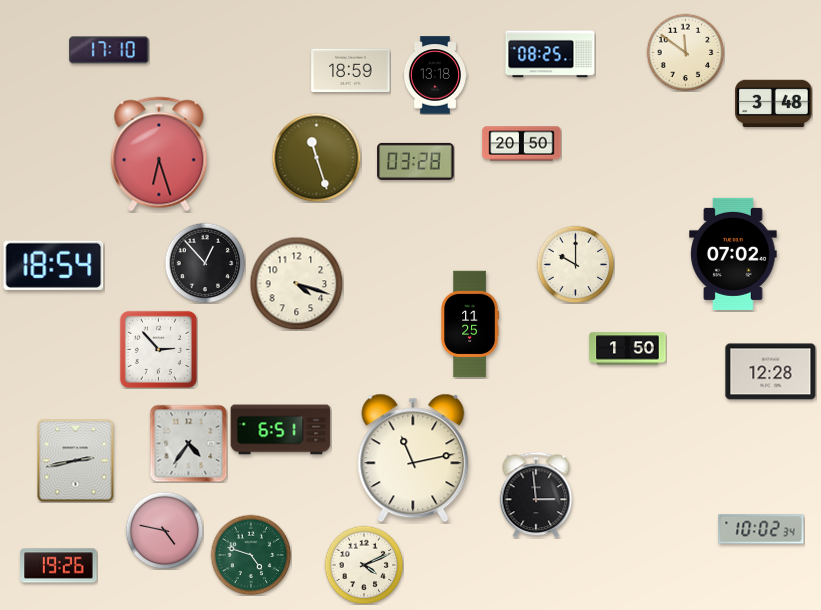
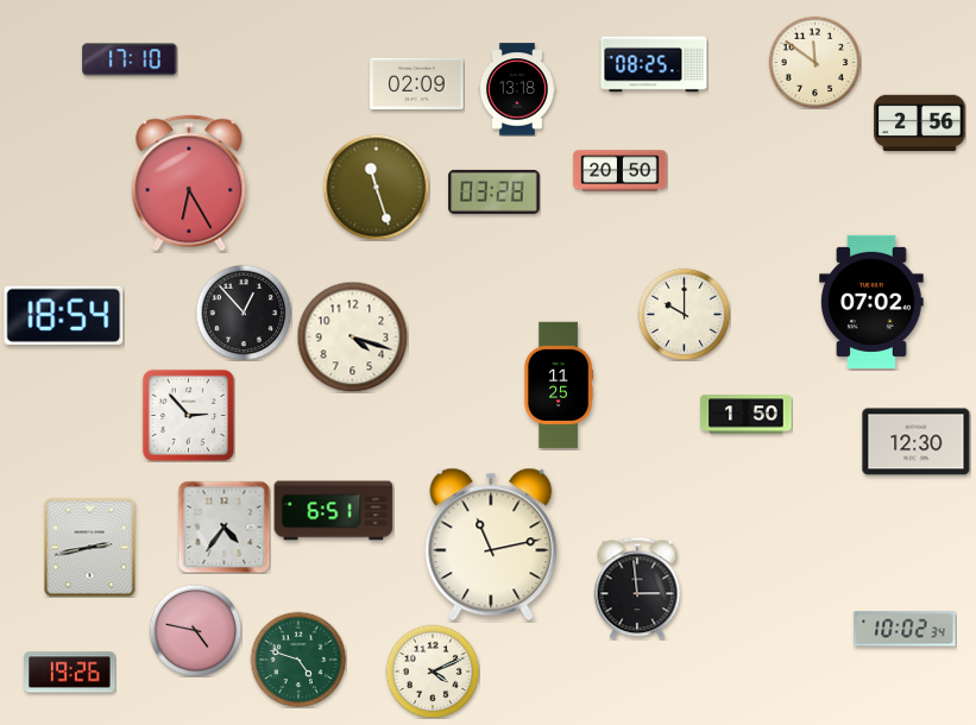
clock at (351, 70): 18:59 -> 02:09
clock at (774, 104): 3:48 -> 2:56
clock at (159, 154): 6:27 -> 6:25
clock at (771, 372): 12:28 -> 12:30
